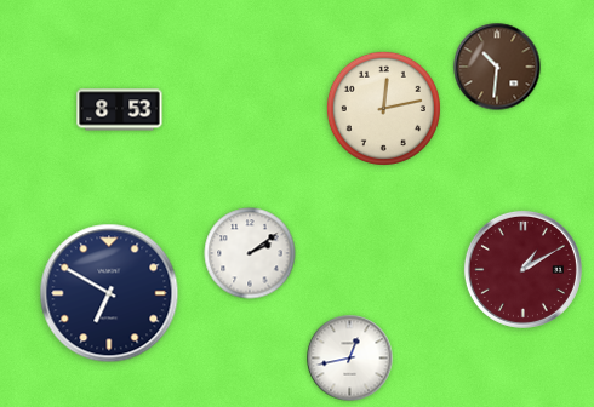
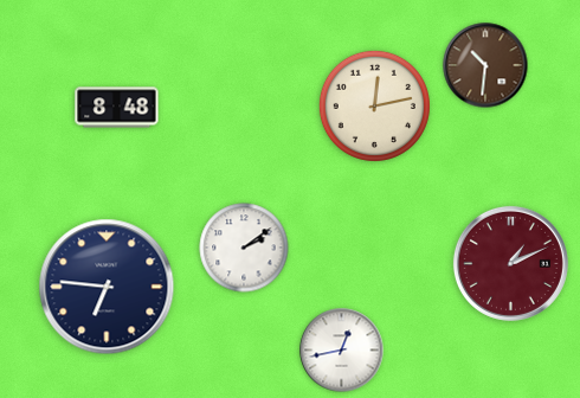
clock at (120, 110): 8:53 -> 8:48
clock at (522, 269): 1:10 -> 1:11
clock at (109, 293): 6:50 -> 6:46
